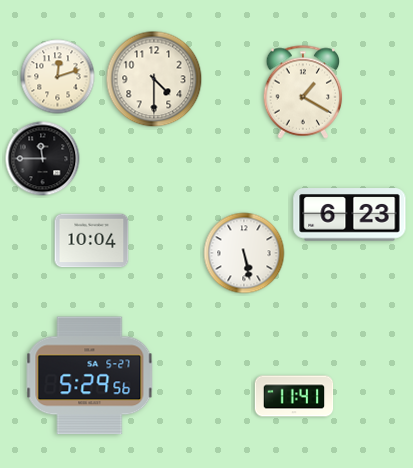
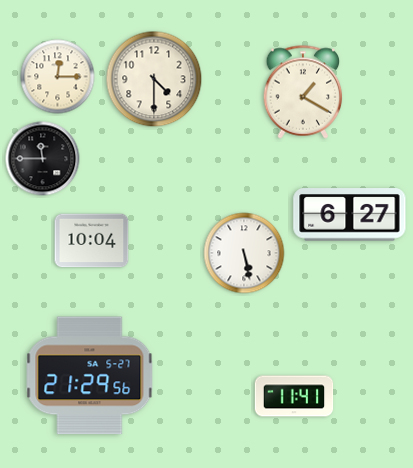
clock at (58, 77): 12:12 -> 12:15
clock at (350, 215): 6:23 -> 6:27
clock at (90, 376): 5:29 -> 21:29
